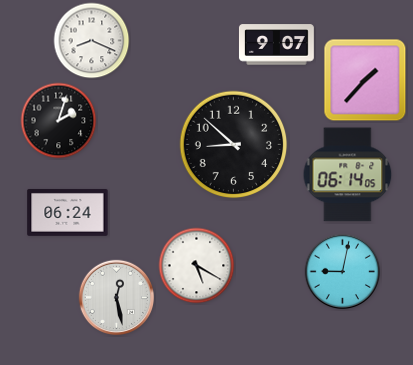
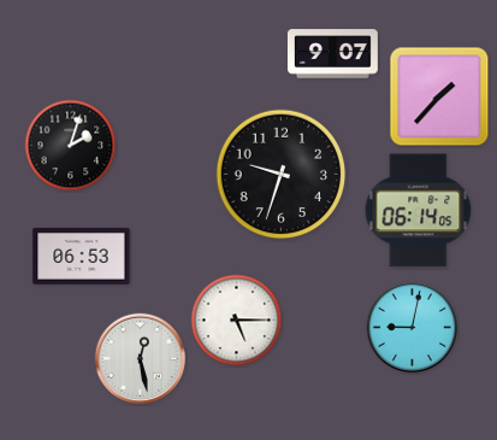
clock at (92, 41): 8:19 -> none
clock at (234, 145): 8:52 -> 9:33
clock at (68, 212): 06:24 -> 06:53
clock at (197, 266): 5:20 -> 5:15
